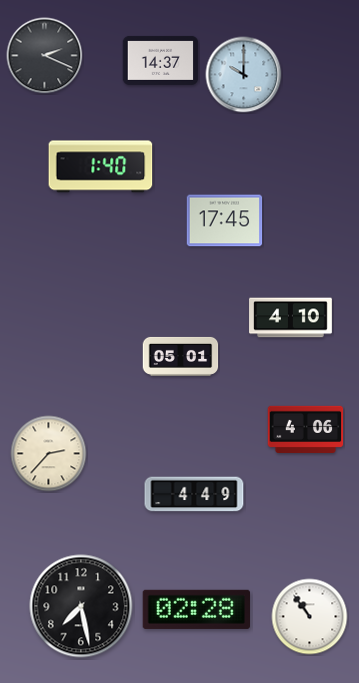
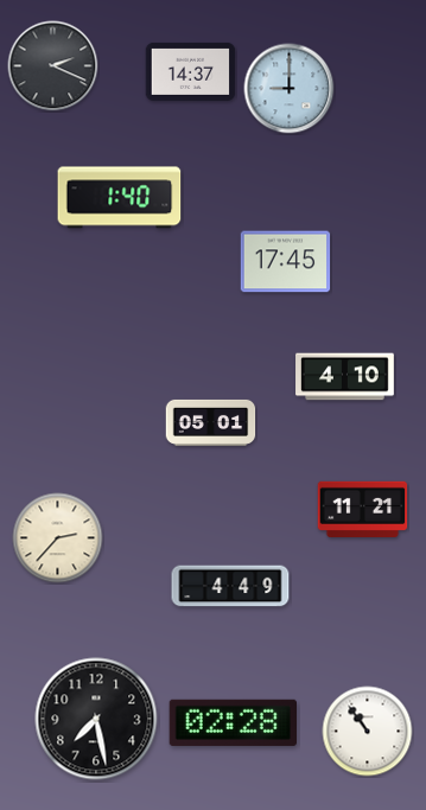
clock at (244, 75): 10:00 -> 9:00
clock at (225, 221) position: (225, 221) -> (286, 262)
clock at (181, 356) position: (181, 356) -> (211, 422)
clock at (306, 429): 4:06 -> 11:21
